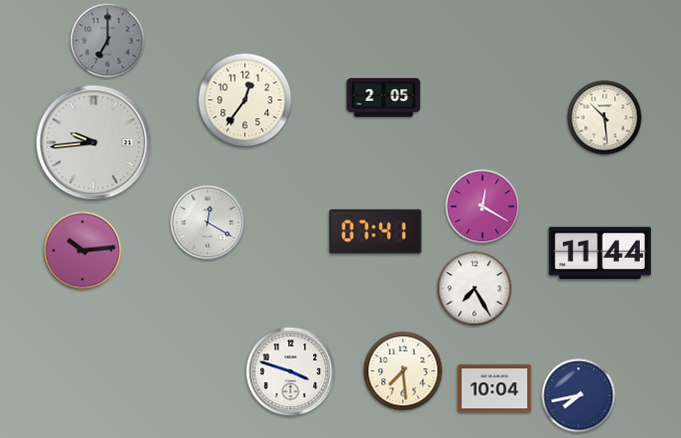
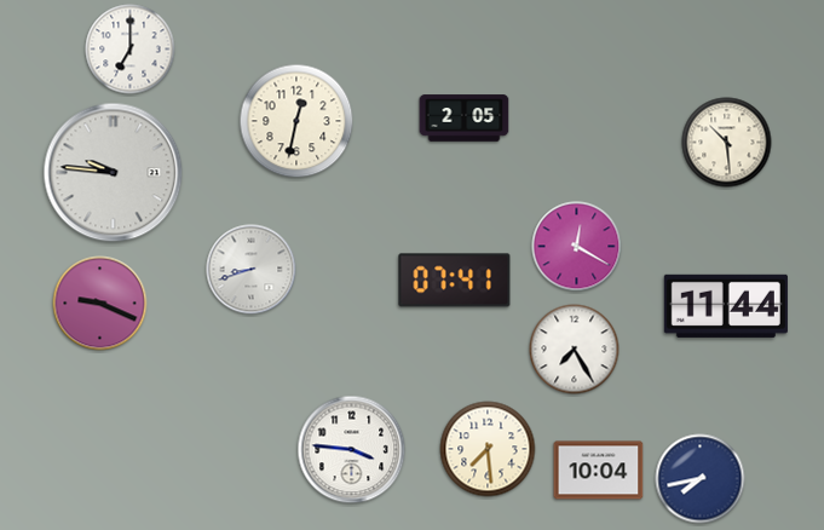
clock at (108, 41) dial: grey -> white
clock at (245, 100): 12:36 -> 12:32
clock at (605, 118) position: (605, 118) -> (727, 143)
clock at (94, 143): 9:44 -> 9:46
clock at (483, 207) position: (483, 207) -> (577, 247)
clock at (208, 223): 12:20 -> 8:42
clock at (83, 251): 10:14 -> 9:19
clock at (291, 372): 3:48 -> 3:46
